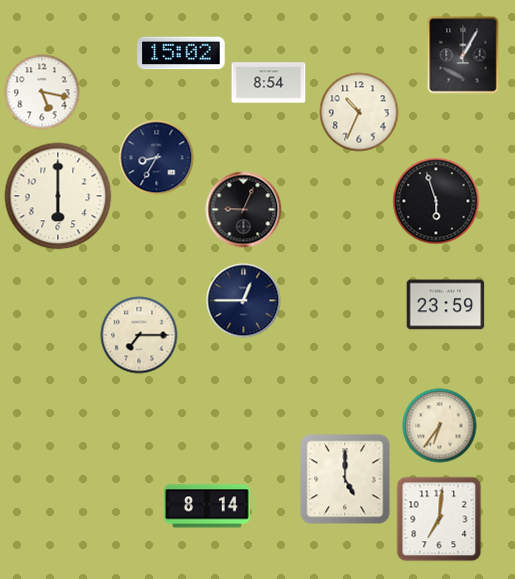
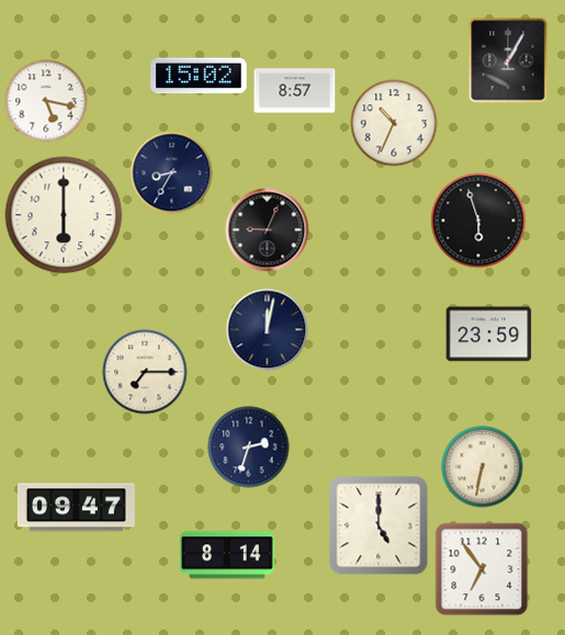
clock at (181, 53) position: (181, 53) -> (199, 76)
clock at (269, 83): 8:54 -> 8:57
clock at (244, 301): 12:45 -> 12:02
clock at (139, 335) position: (139, 335) -> (145, 372)
clock at (249, 447): none -> 2:33
clock at (440, 426): 6:36 -> 6:32
clock at (76, 508): none -> 09:47
clock at (439, 519): 7:01 -> 6:54
